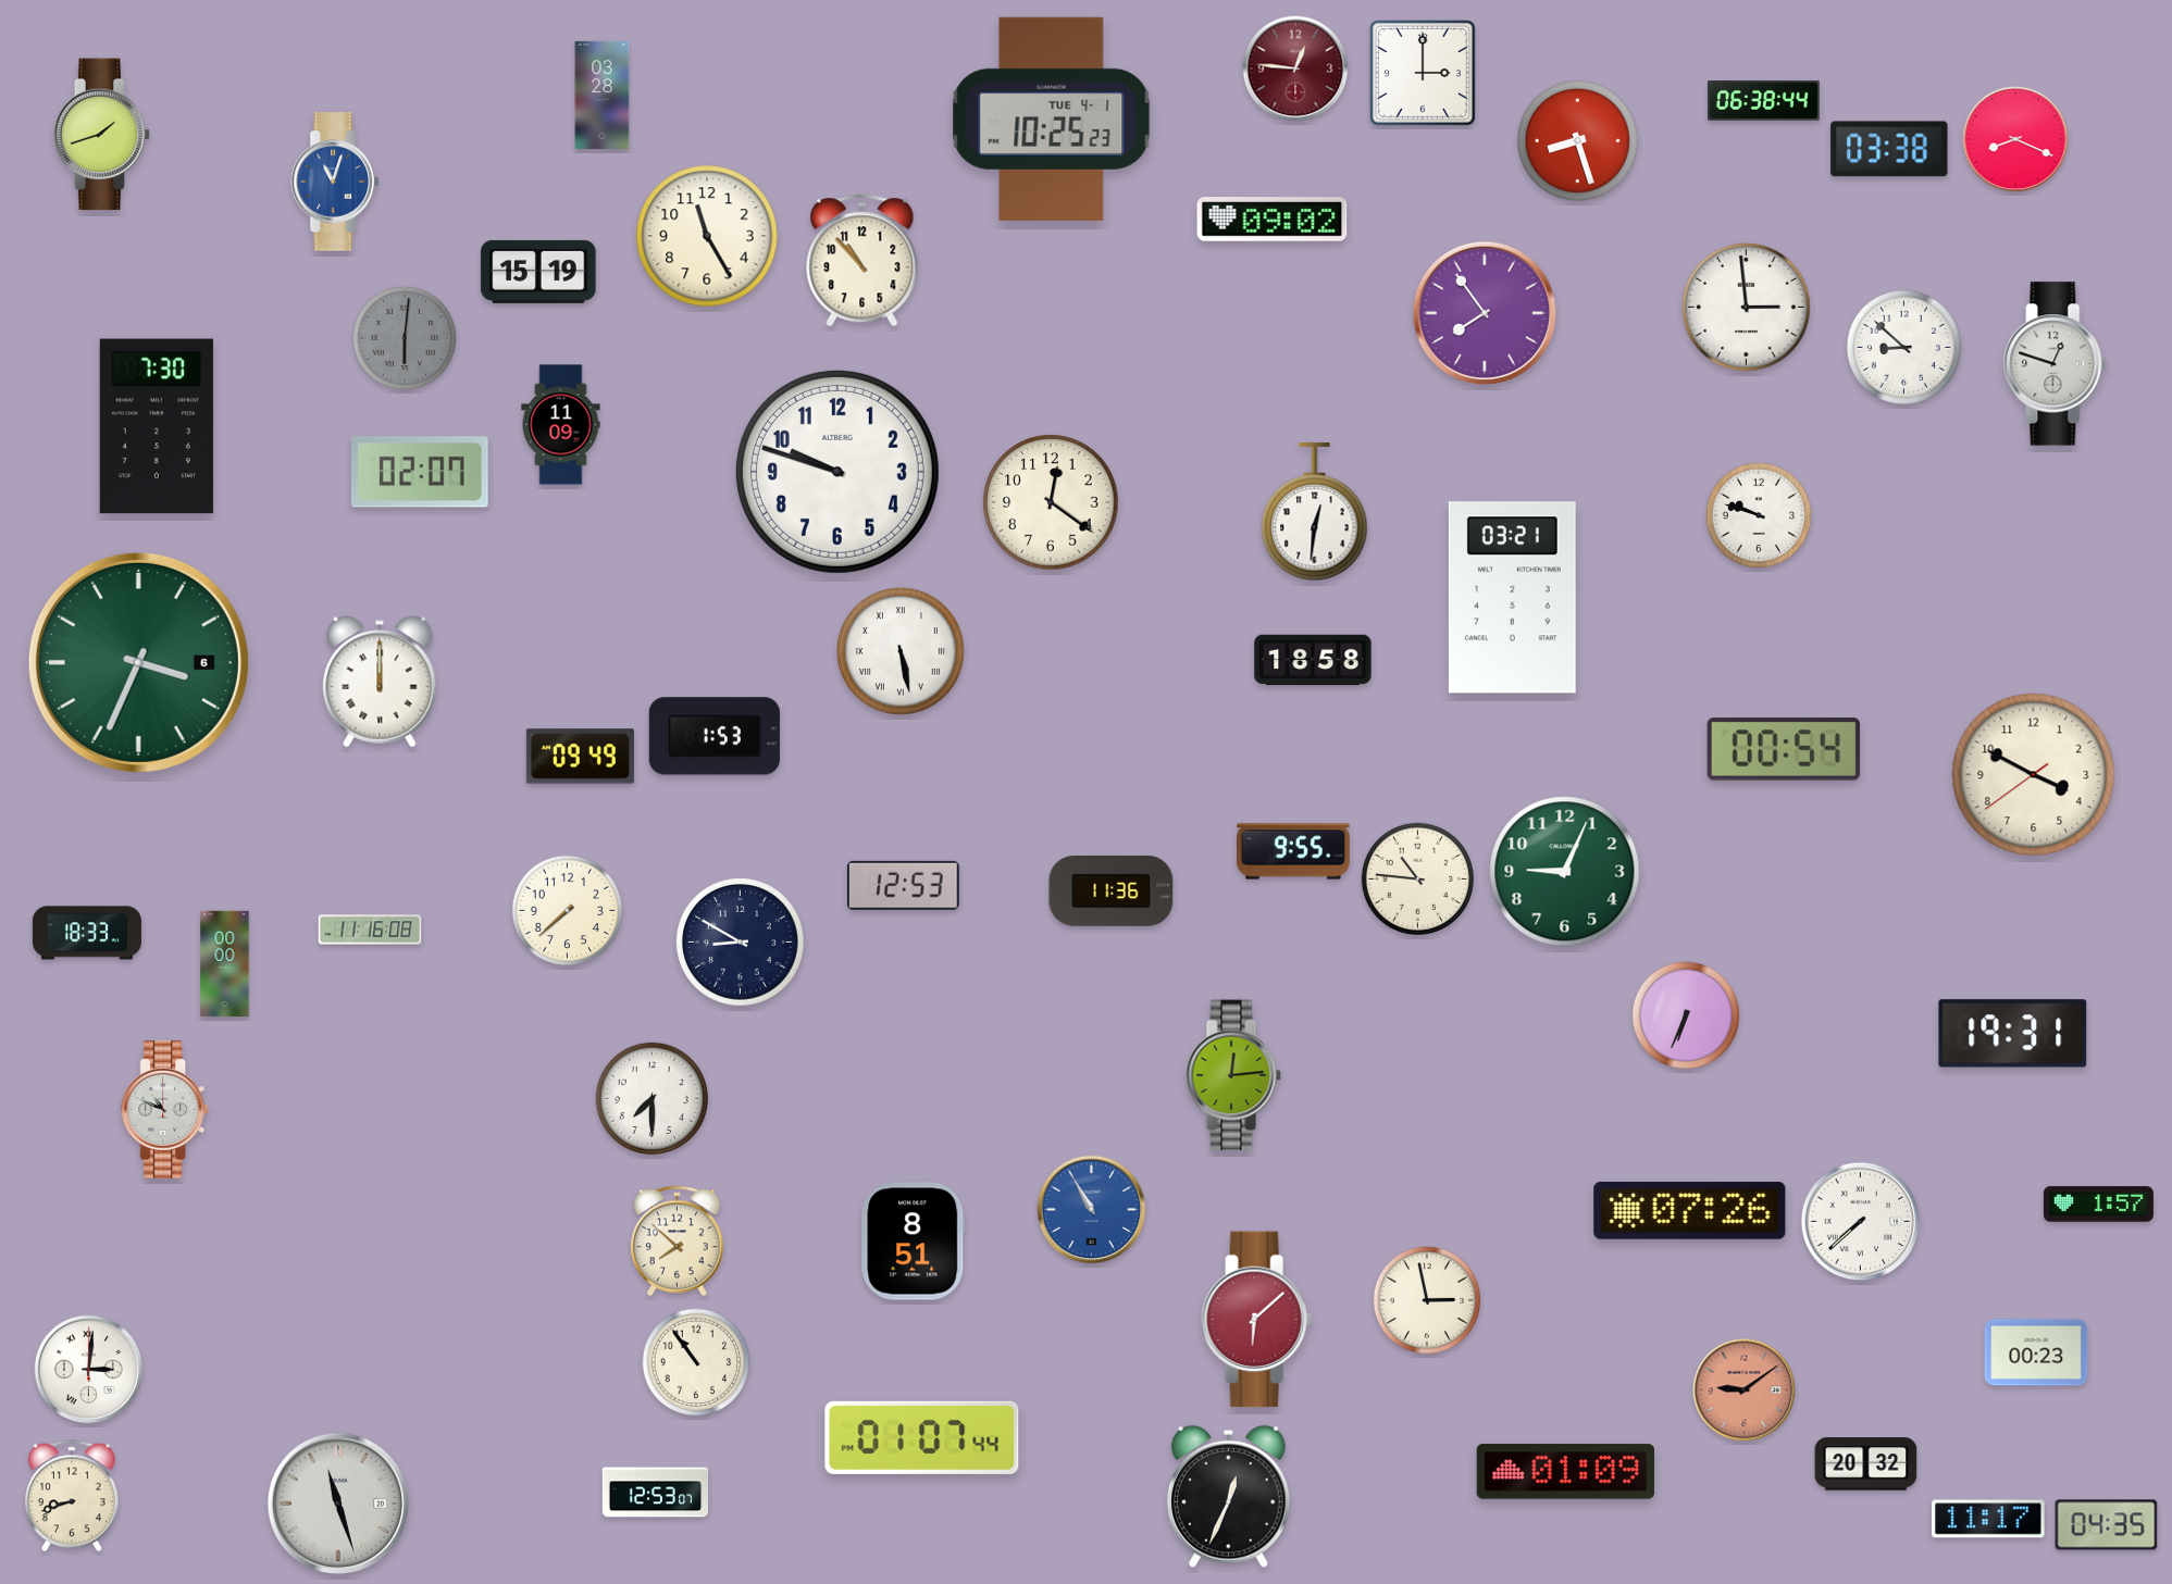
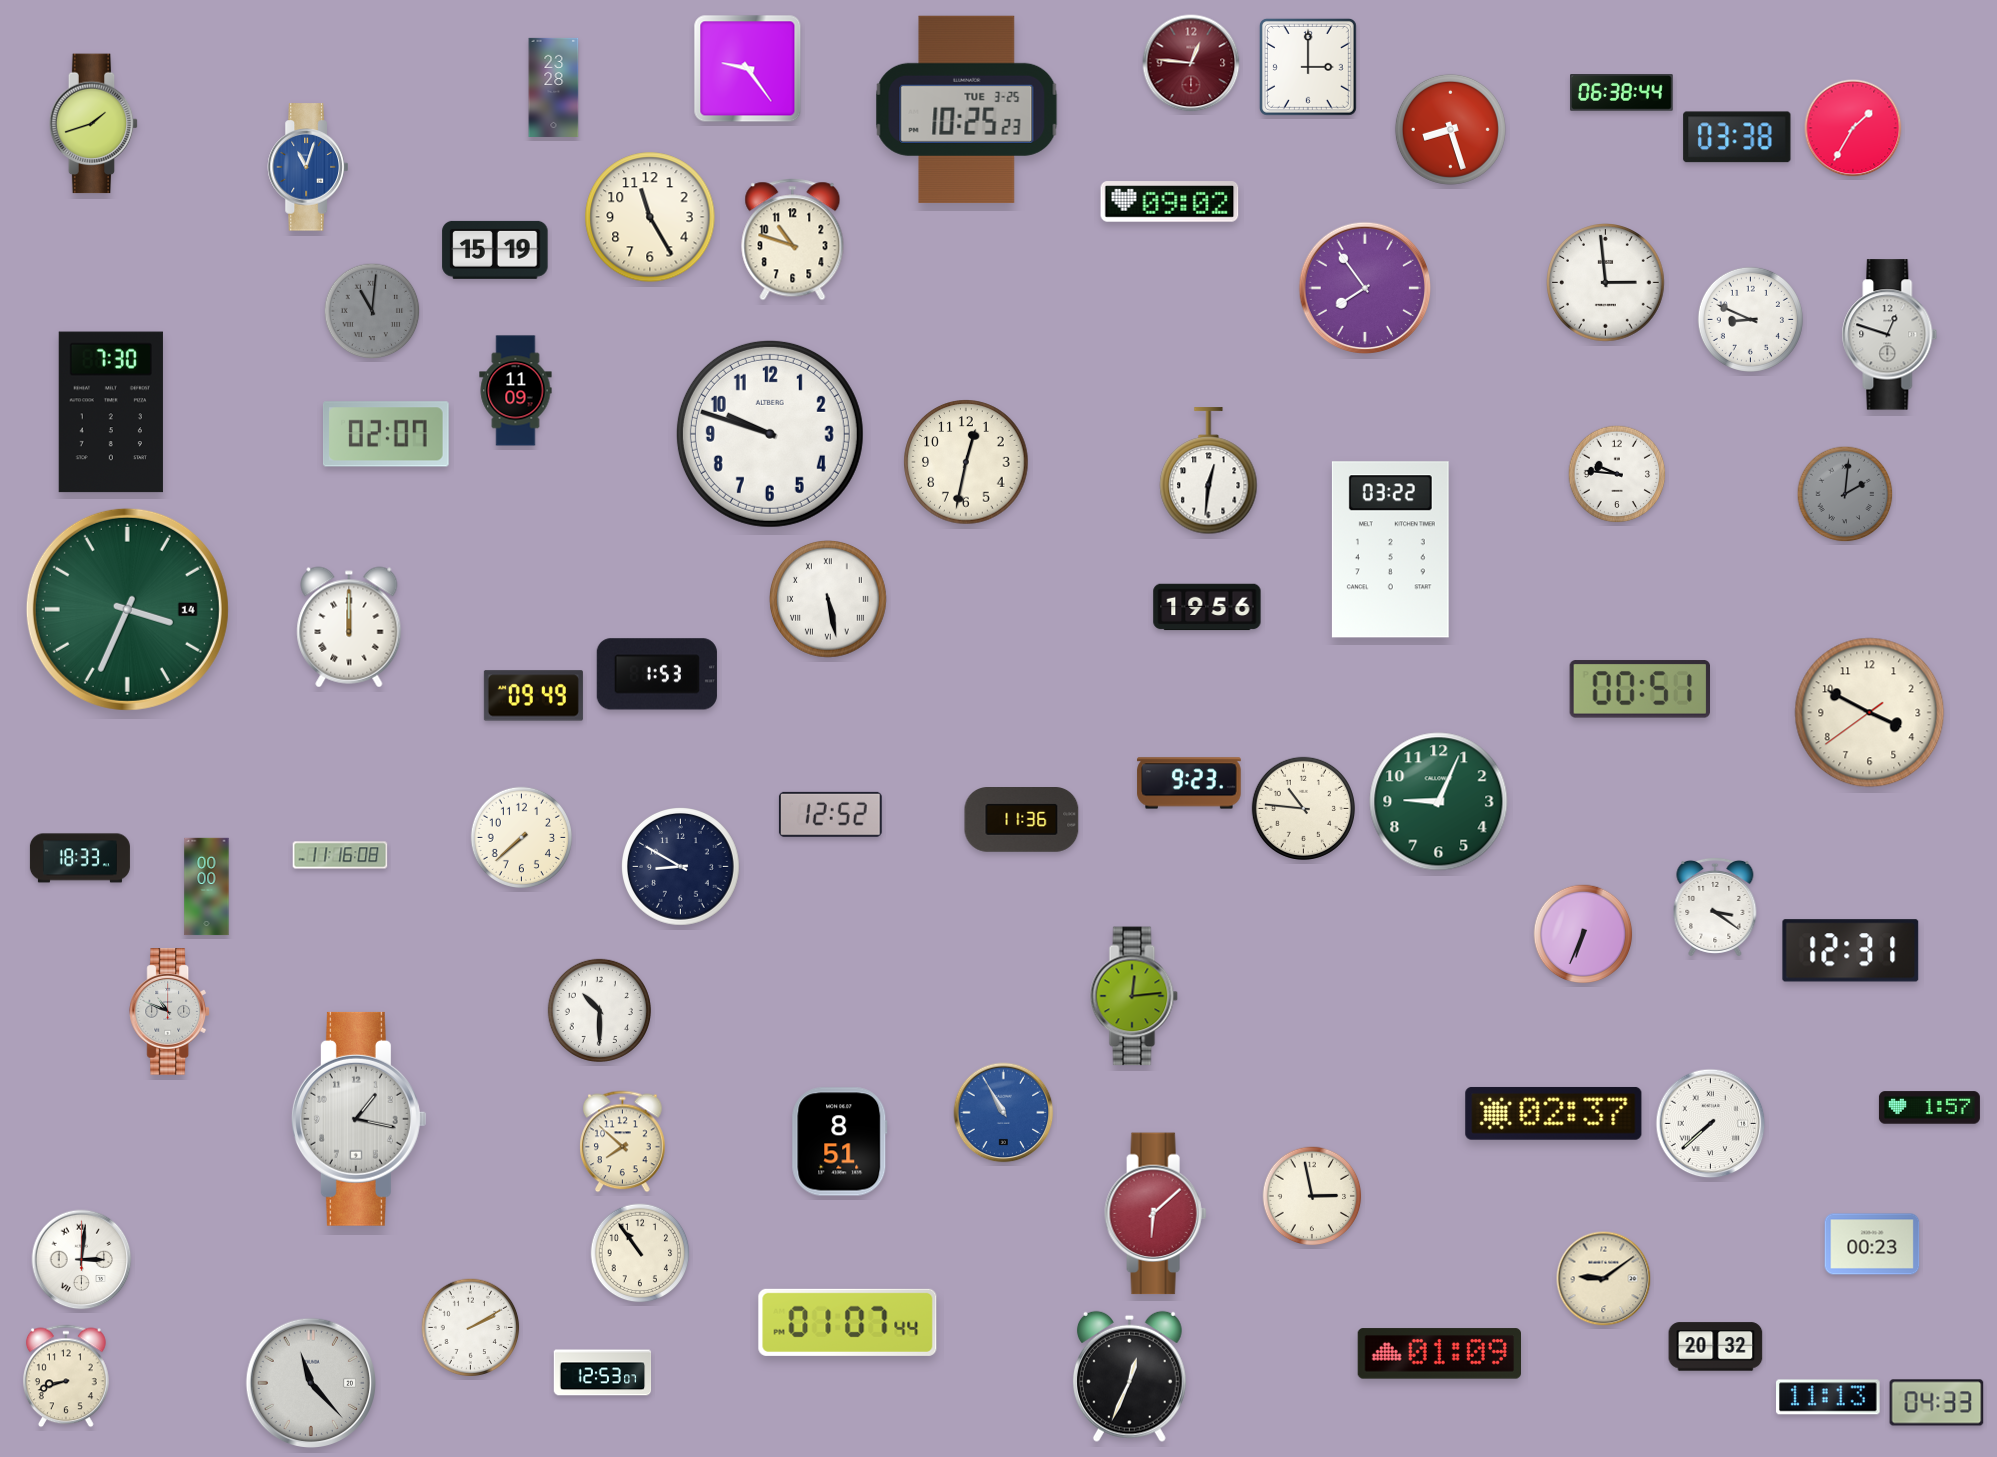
clock at (748, 69): none -> 9:24
clock at (603, 95): 03:28 -> 23:28
clock at (1052, 119) date: TUE 4-1 -> TUE 3-25
clock at (2015, 139): 8:19 -> 1:35
clock at (862, 261): 10:53 -> 10:48
clock at (405, 338): 6:01 -> 11:01
clock at (1903, 347): 8:52 -> 8:49
clock at (157, 426) position: (157, 426) -> (111, 412)
clock at (1051, 502): 12:21 -> 12:32
clock at (1759, 515): 9:48 -> 9:46
clock at (1845, 494): none -> 2:01
clock at (1512, 598): 03:21 -> 03:22
clock at (1313, 660): 18:58 -> 19:56
clock at (138, 662) date: 6 -> 14
clock at (715, 736) position: (715, 736) -> (657, 674)
clock at (1783, 749): 00:54 -> 00:51
clock at (1293, 851): 9:55 -> 9:23
clock at (903, 885): 12:53 -> 12:52
clock at (1715, 907): none -> 3:21
clock at (1686, 1015) position: (1686, 1015) -> (1583, 934)
clock at (2013, 1034): 19:31 -> 12:31
clock at (1233, 1075) position: (1233, 1075) -> (1134, 996)
clock at (651, 1098): 7:30 -> 10:30
clock at (164, 1110) position: (164, 1110) -> (169, 1012)
clock at (1690, 1210): 07:26 -> 02:37
clock at (359, 1119): none -> 1:17
clock at (1745, 1390) dial: salmon -> cream
clock at (471, 1328): none -> 2:10
clock at (338, 1504): 11:27 -> 11:23
clock at (1989, 1519): 11:17 -> 11:13
clock at (2107, 1525): 04:35 -> 04:33
